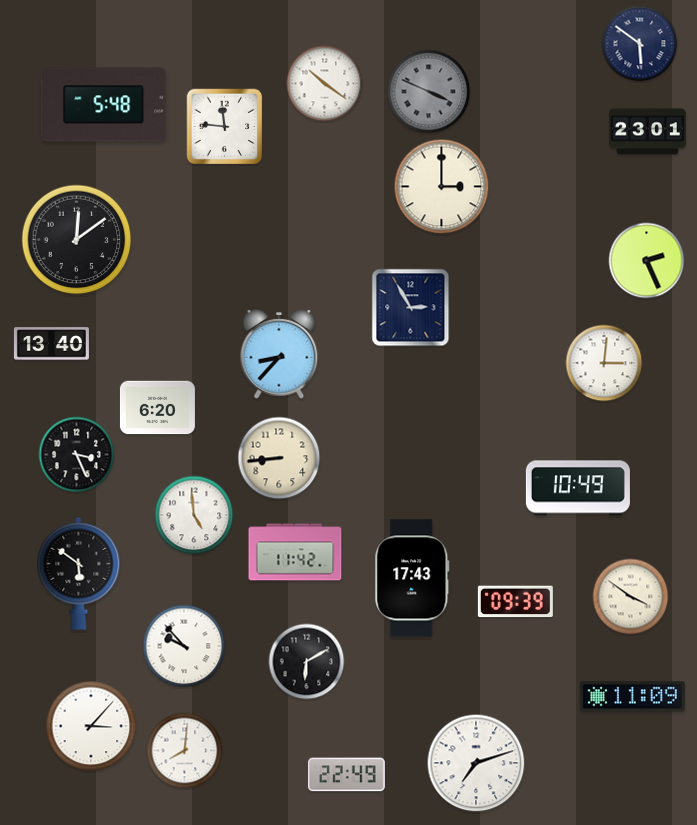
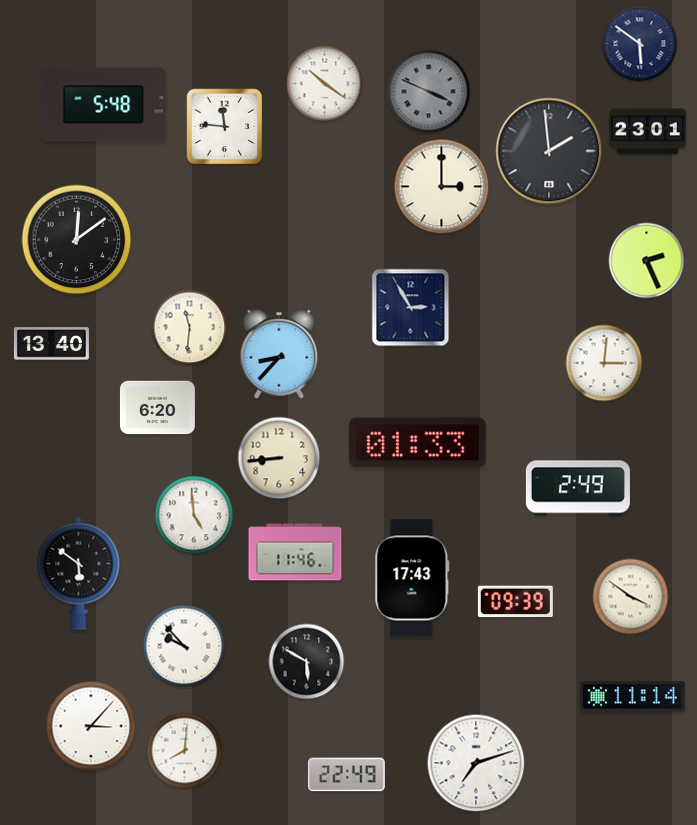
clock at (549, 151): none -> 1:59
clock at (190, 328): none -> 11:31
clock at (417, 443): none -> 01:33
clock at (77, 455): 3:26 -> none
clock at (578, 488): 10:49 -> 2:49
clock at (295, 552): 11:42 -> 11:46
clock at (307, 662): 6:10 -> 5:50
clock at (632, 697): 11:09 -> 11:14
